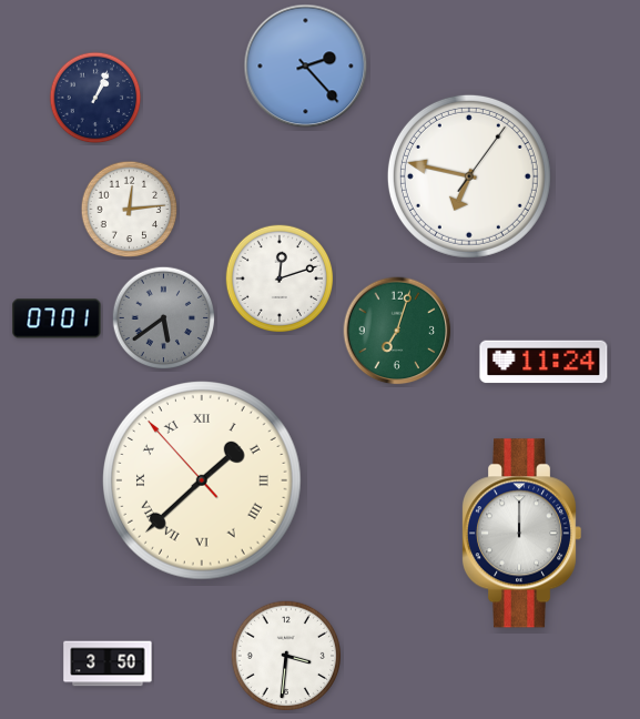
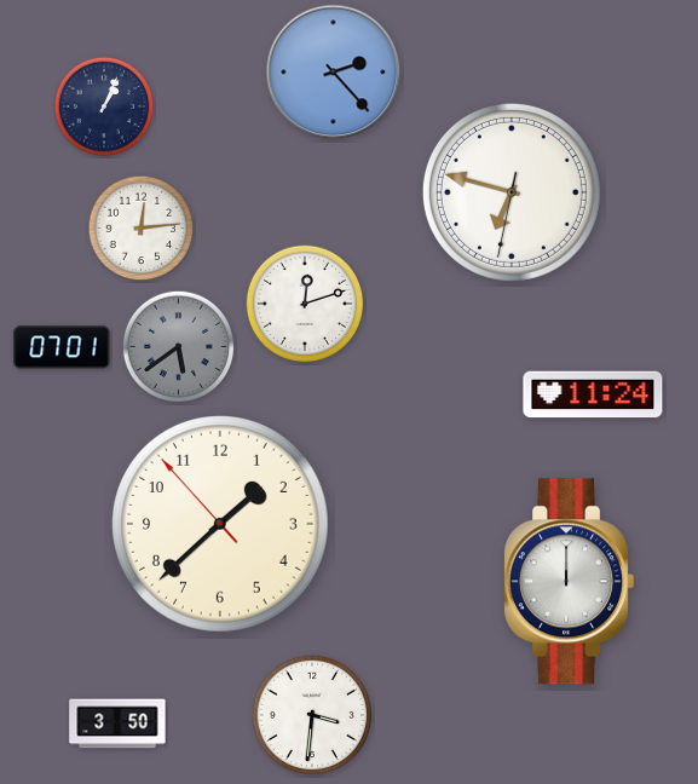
clock at (469, 176): 6:47:06 -> 6:47:32
clock at (397, 331): 7:03 -> none
clock at (203, 482) numerals: Roman -> Arabic
